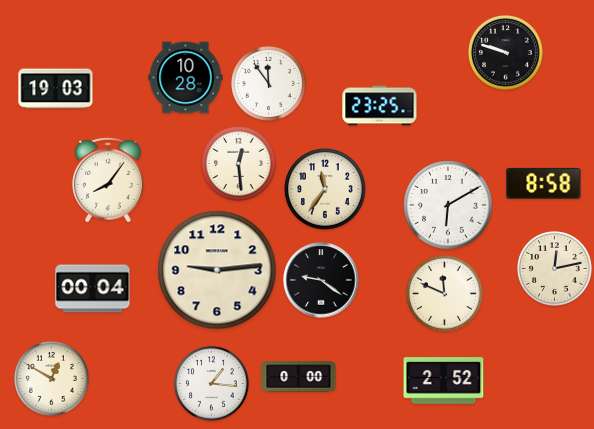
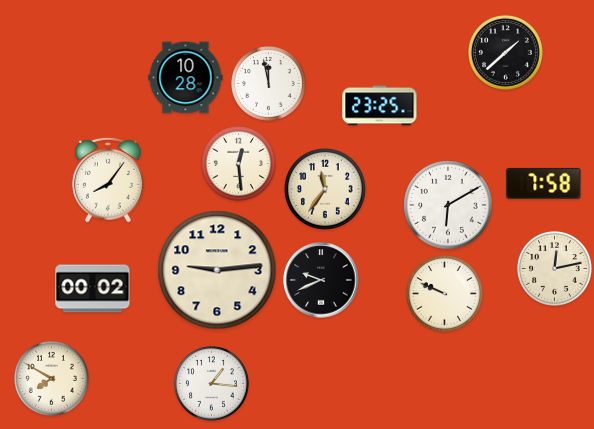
clock at (506, 53): 9:48 -> 1:38
clock at (269, 84): 11:54 -> 11:58
clock at (56, 89): 19:03 -> none
clock at (544, 183): 8:58 -> 7:58
clock at (321, 280): 9:21 -> 9:41
clock at (93, 289): 00:04 -> 00:02
clock at (445, 294): 11:49 -> 9:49
clock at (299, 377): 0:00 -> none
clock at (52, 379): 12:50 -> 7:50
clock at (444, 381): 2:52 -> none
